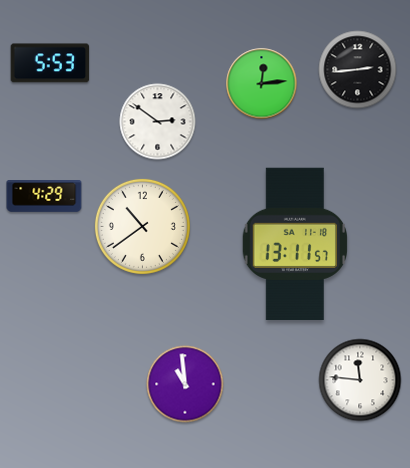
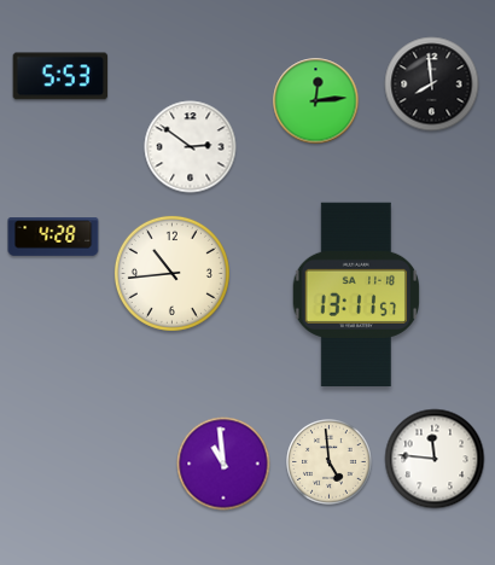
clock at (358, 70): 2:44 -> 7:59
clock at (44, 197): 4:29 -> 4:28
clock at (142, 226): 10:39 -> 10:44
clock at (330, 462): none -> 4:59
